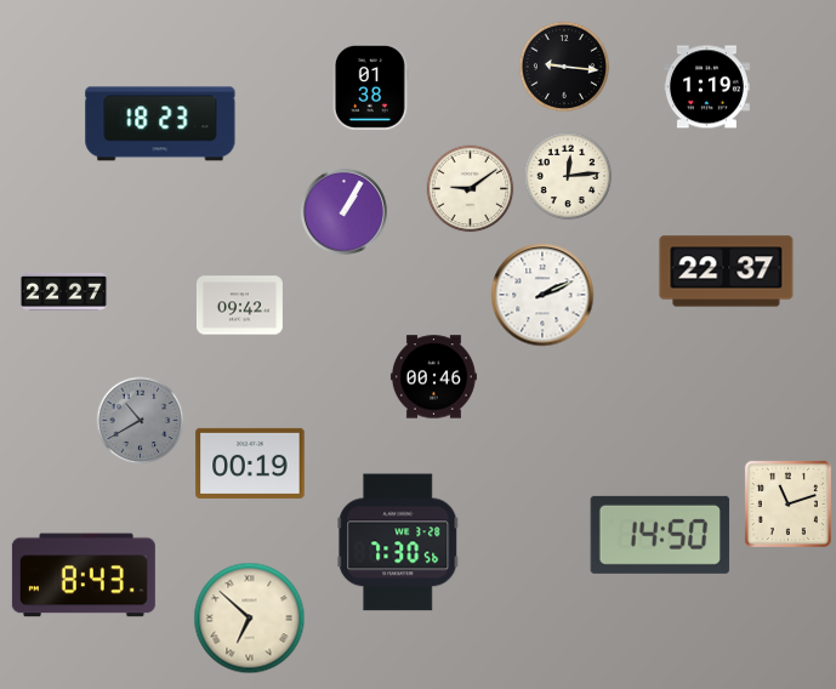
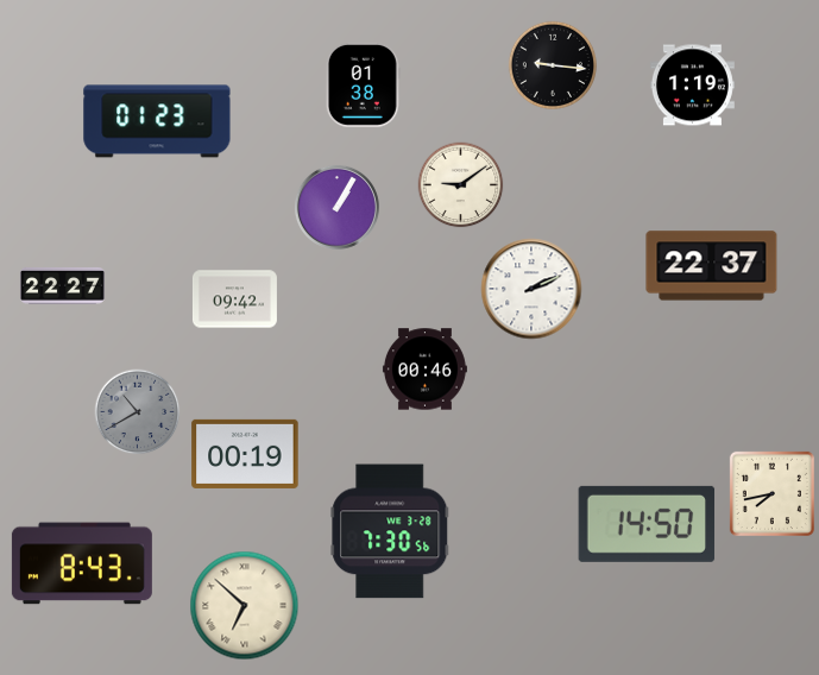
clock at (160, 124): 18:23 -> 01:23
clock at (568, 176): 12:14 -> none
clock at (787, 503): 11:12 -> 7:43
